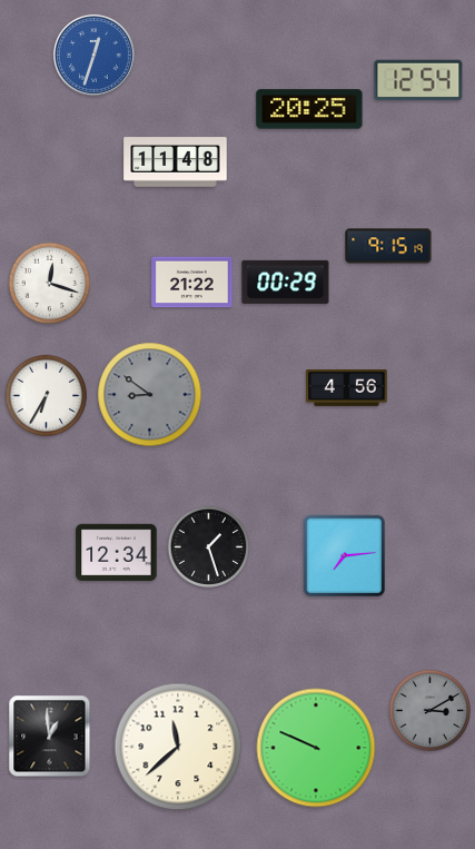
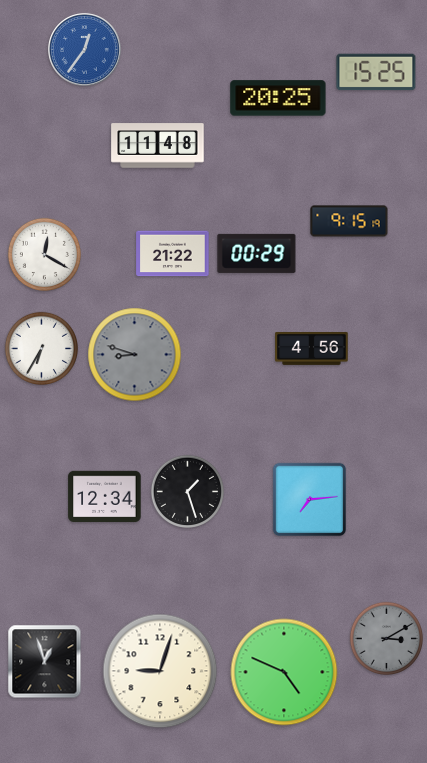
clock at (95, 56): 12:33 -> 12:36
clock at (418, 80): 12:54 -> 15:25
clock at (49, 283): 12:18 -> 12:20
clock at (46, 395) position: (46, 395) -> (41, 348)
clock at (150, 395): 8:51 -> 8:48
clock at (50, 737): 12:59 -> 12:57
clock at (178, 747): 11:38 -> 9:03
clock at (316, 748): 9:49 -> 4:49
